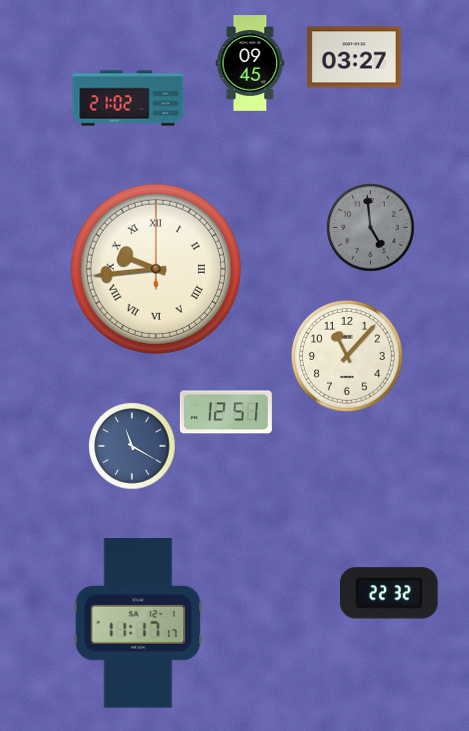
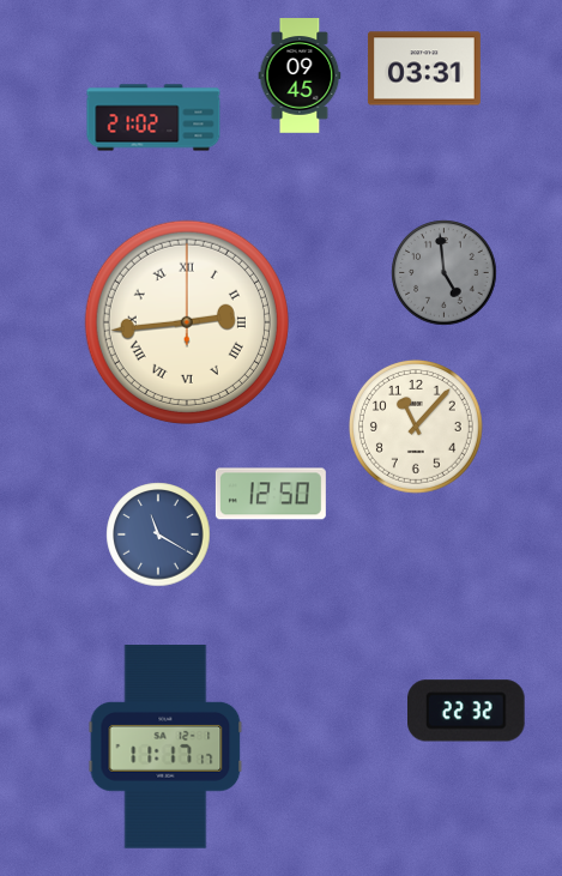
clock at (354, 57): 03:27 -> 03:31
clock at (156, 269): 9:44 -> 2:44
clock at (226, 412): 12:51 -> 12:50
